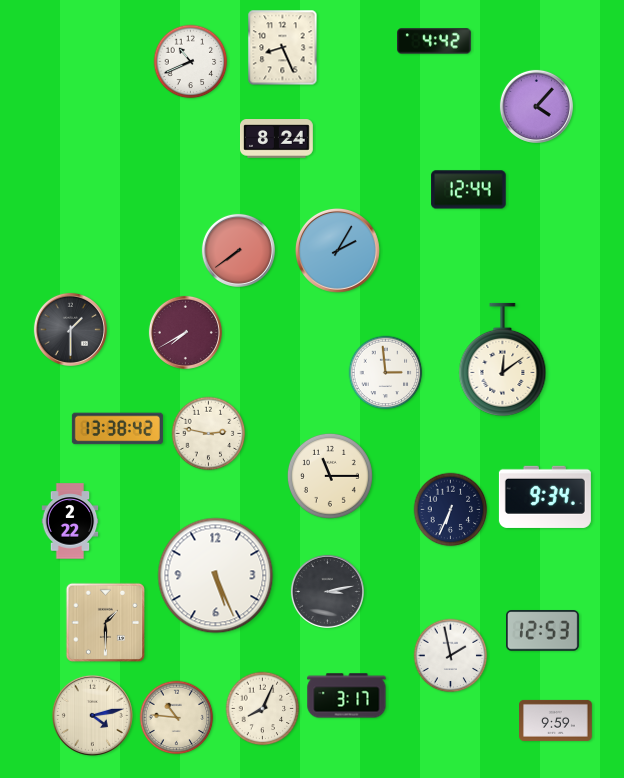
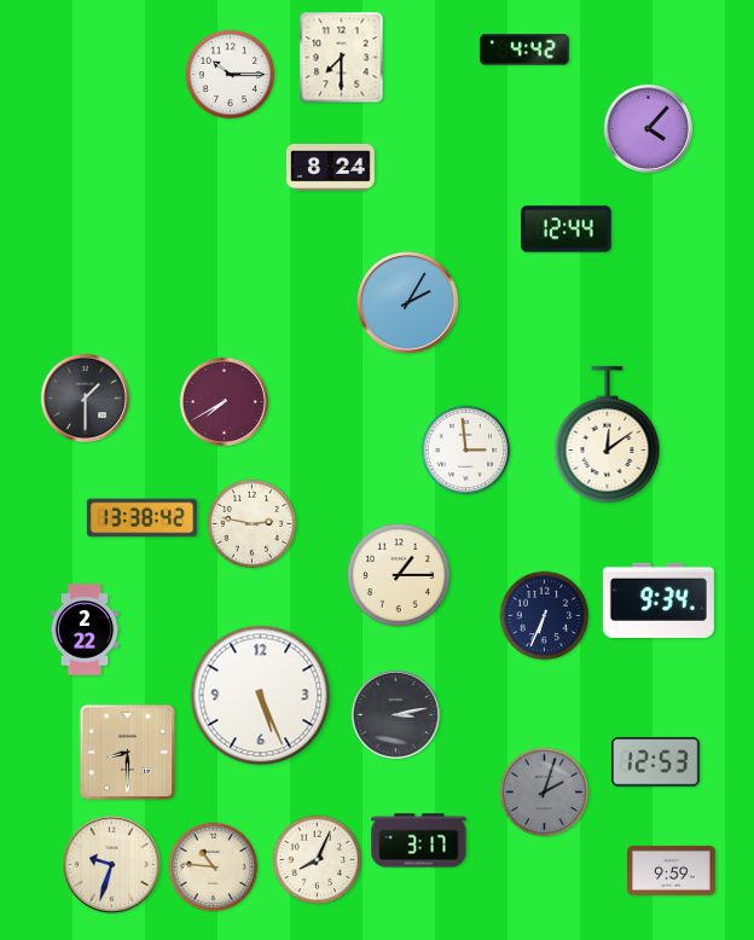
clock at (283, 48): 8:26 -> 7:30
clock at (191, 62): 10:41 -> 10:15
clock at (277, 139) position: (277, 139) -> (331, 168)
clock at (238, 250): 7:39 -> none
clock at (330, 476): 11:15 -> 1:15
clock at (105, 622): 1:30 -> 8:30
clock at (451, 656): 1:58 -> 2:03
clock at (451, 656) dial: white -> grey
clock at (263, 709) position: (263, 709) -> (318, 860)
clock at (92, 715): 4:13 -> 9:33
